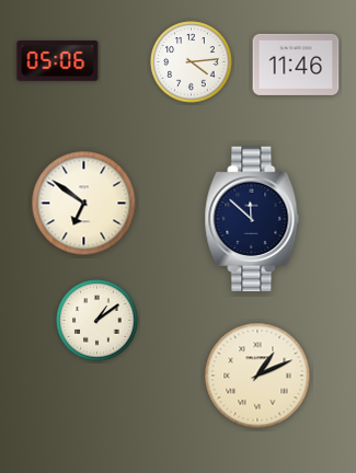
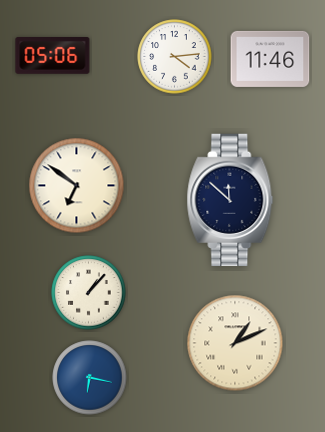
clock at (97, 321): 1:09 -> 1:07
clock at (90, 378): none -> 6:17
